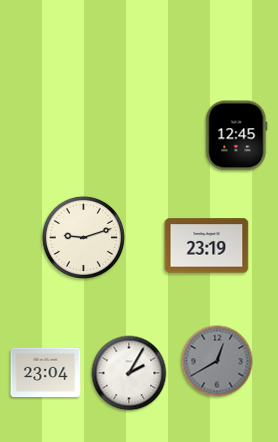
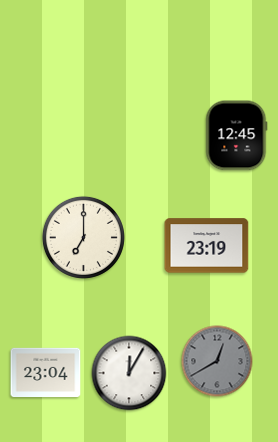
clock at (83, 237): 9:12 -> 7:00
clock at (129, 373): 2:05 -> 12:05
